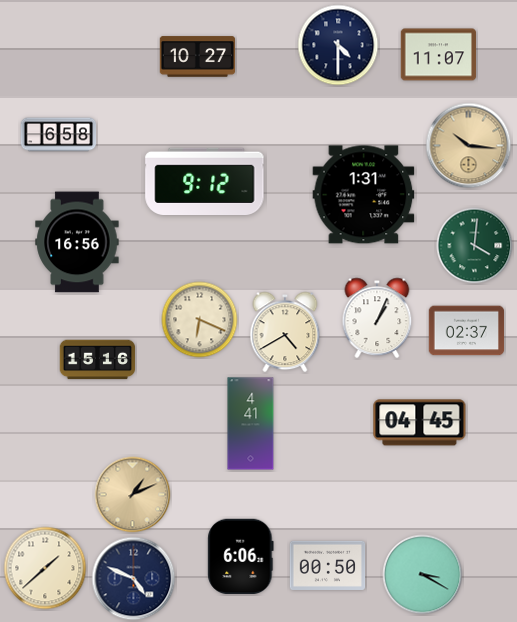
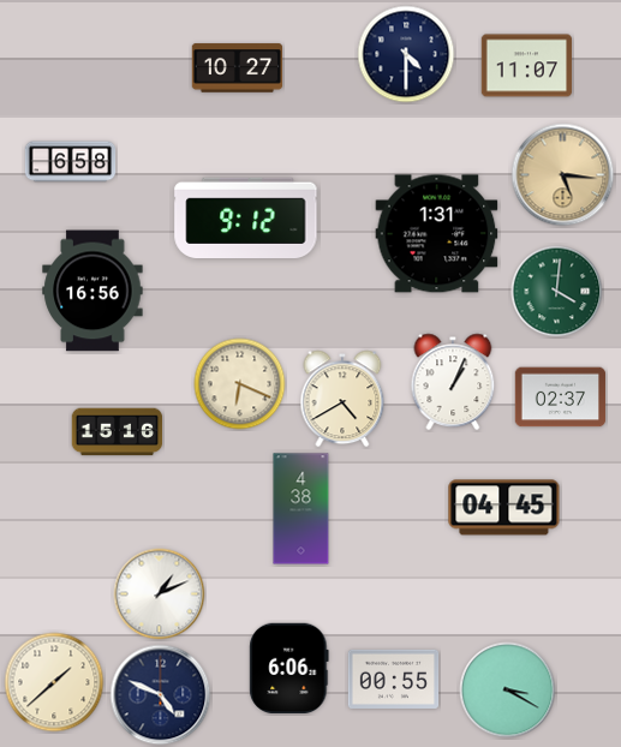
clock at (469, 146): 10:16 -> 5:16
clock at (475, 246) position: (475, 246) -> (557, 292)
clock at (251, 424): 4:41 -> 4:38
clock at (133, 495) dial: champagne -> white
clock at (328, 565): 00:50 -> 00:55
